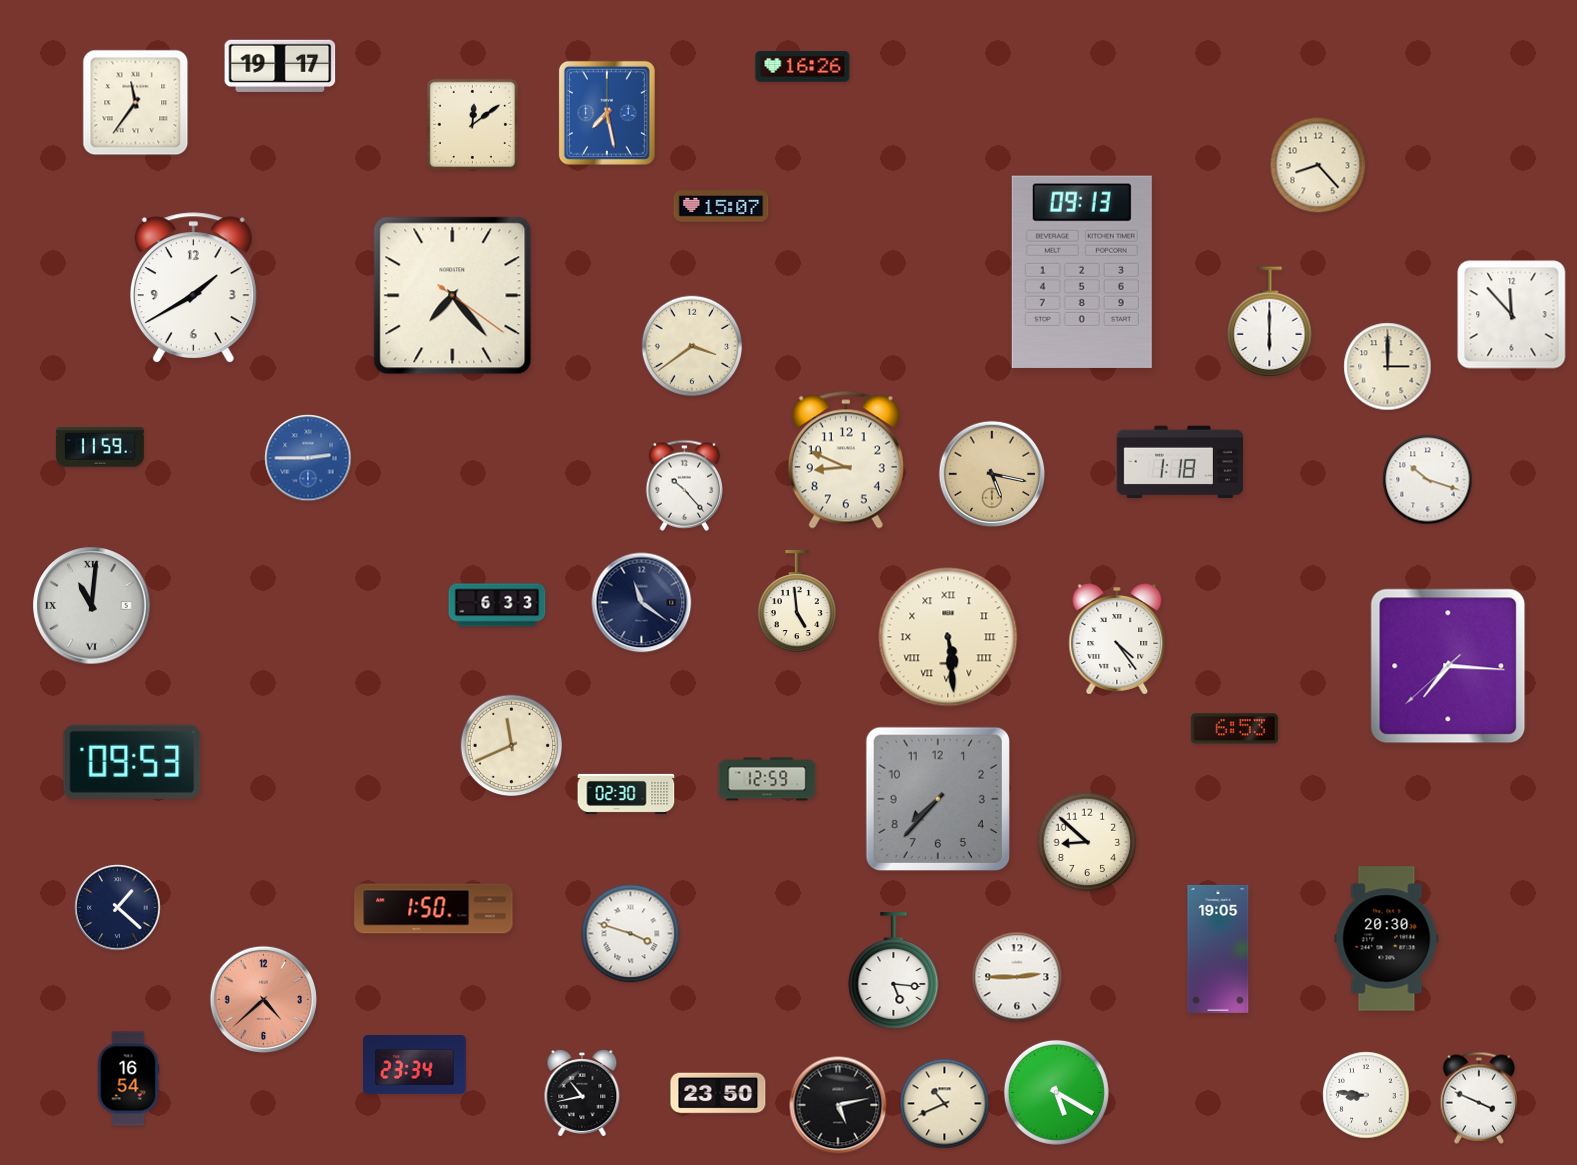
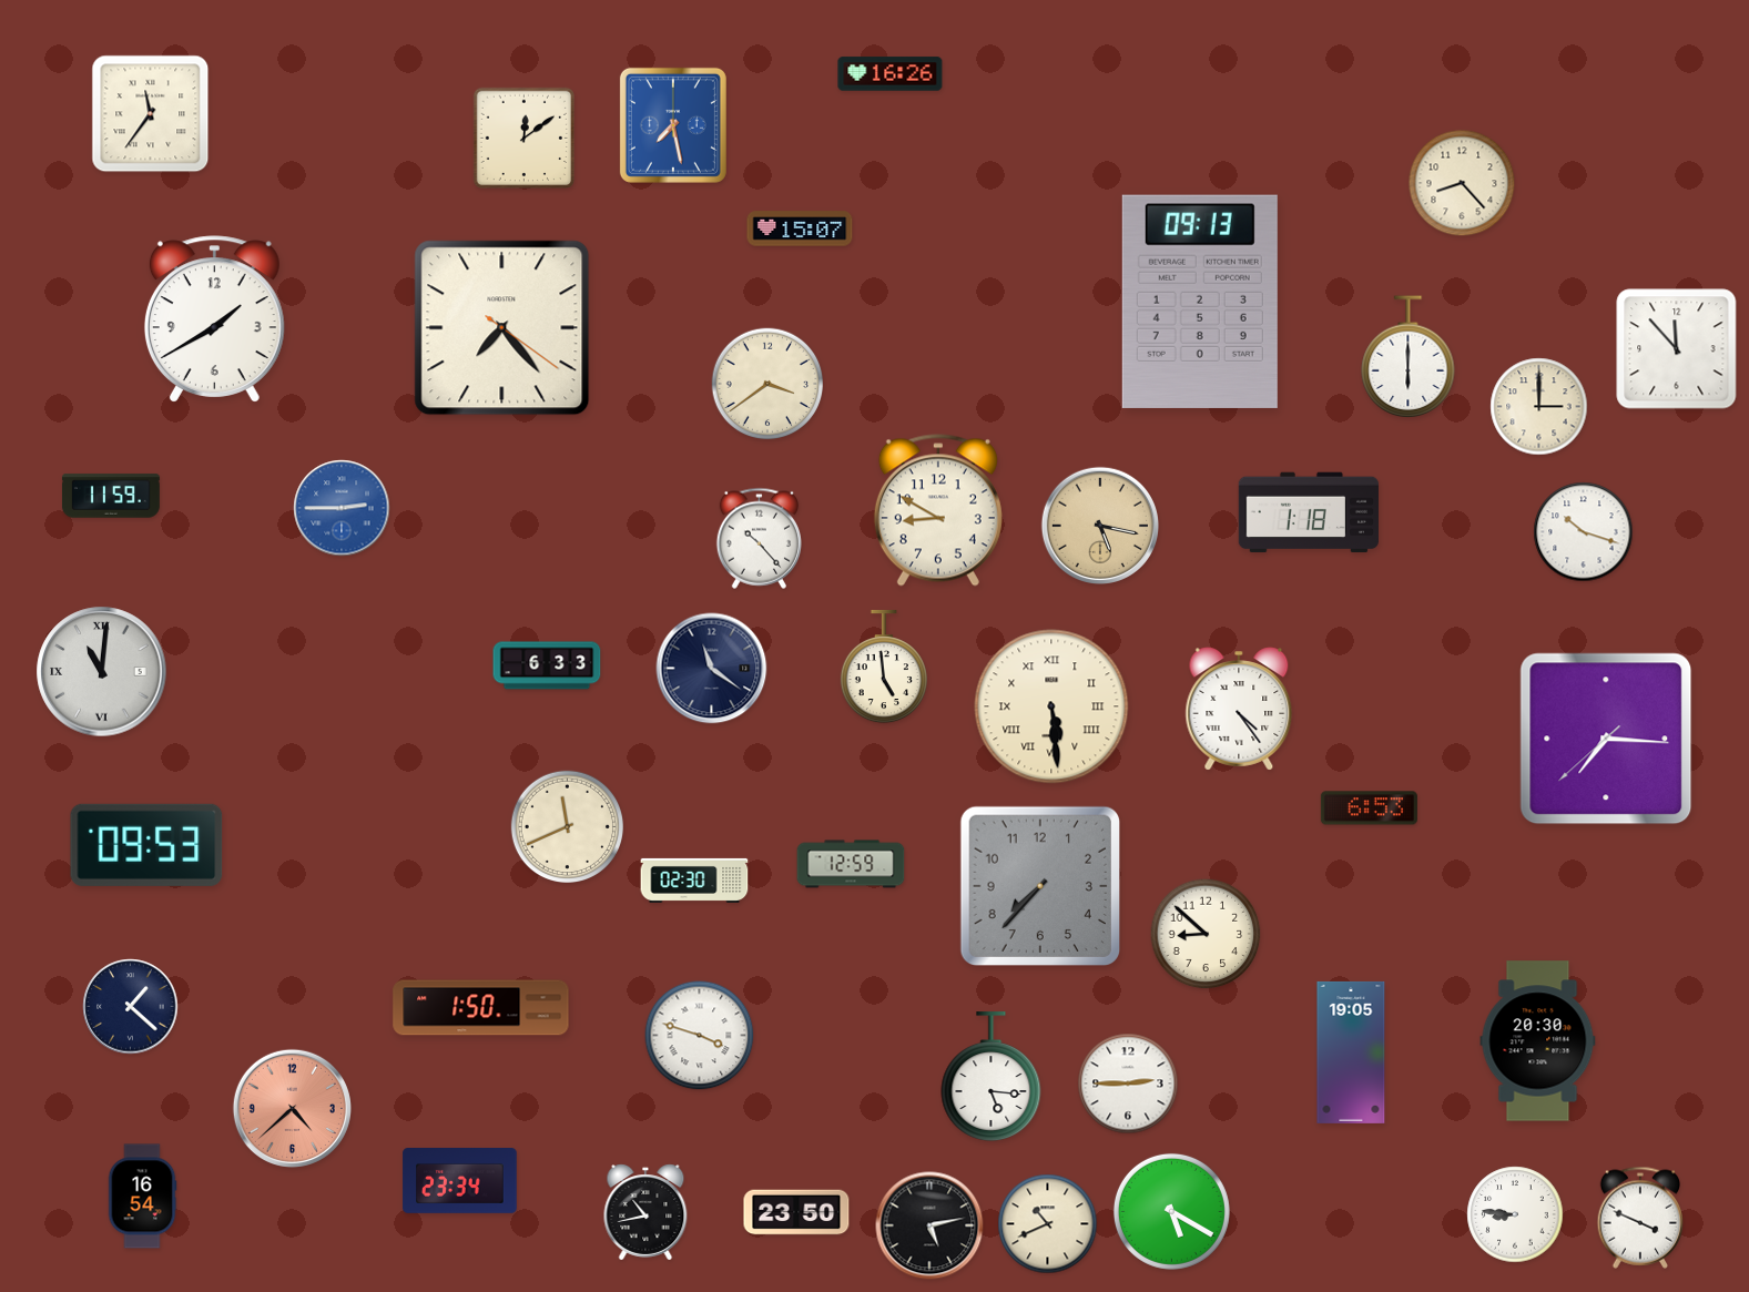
clock at (280, 66): 19:17 -> none
clock at (846, 460): 8:49 -> 8:50
clock at (497, 605) position: (497, 605) -> (547, 665)
